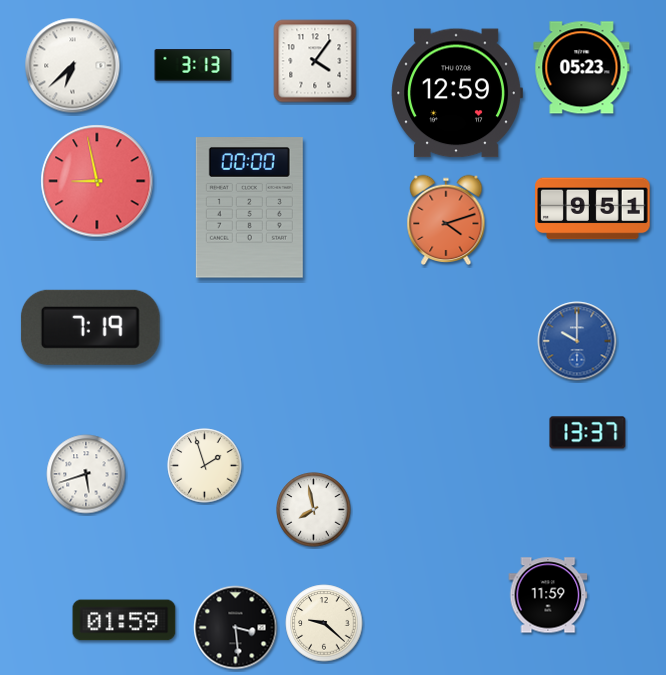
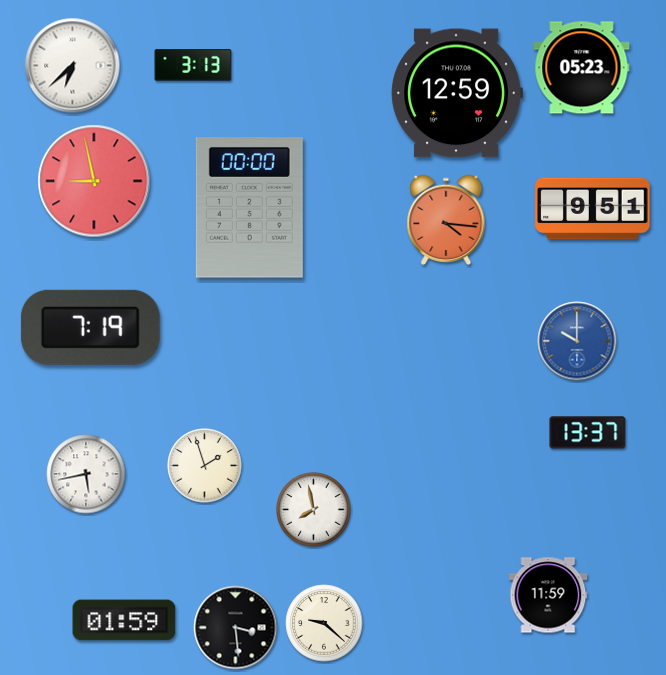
clock at (315, 61): 4:06 -> none
clock at (97, 181) position: (97, 181) -> (94, 181)
clock at (446, 220): 4:12 -> 4:16
clock at (86, 474): 5:42 -> 5:43
